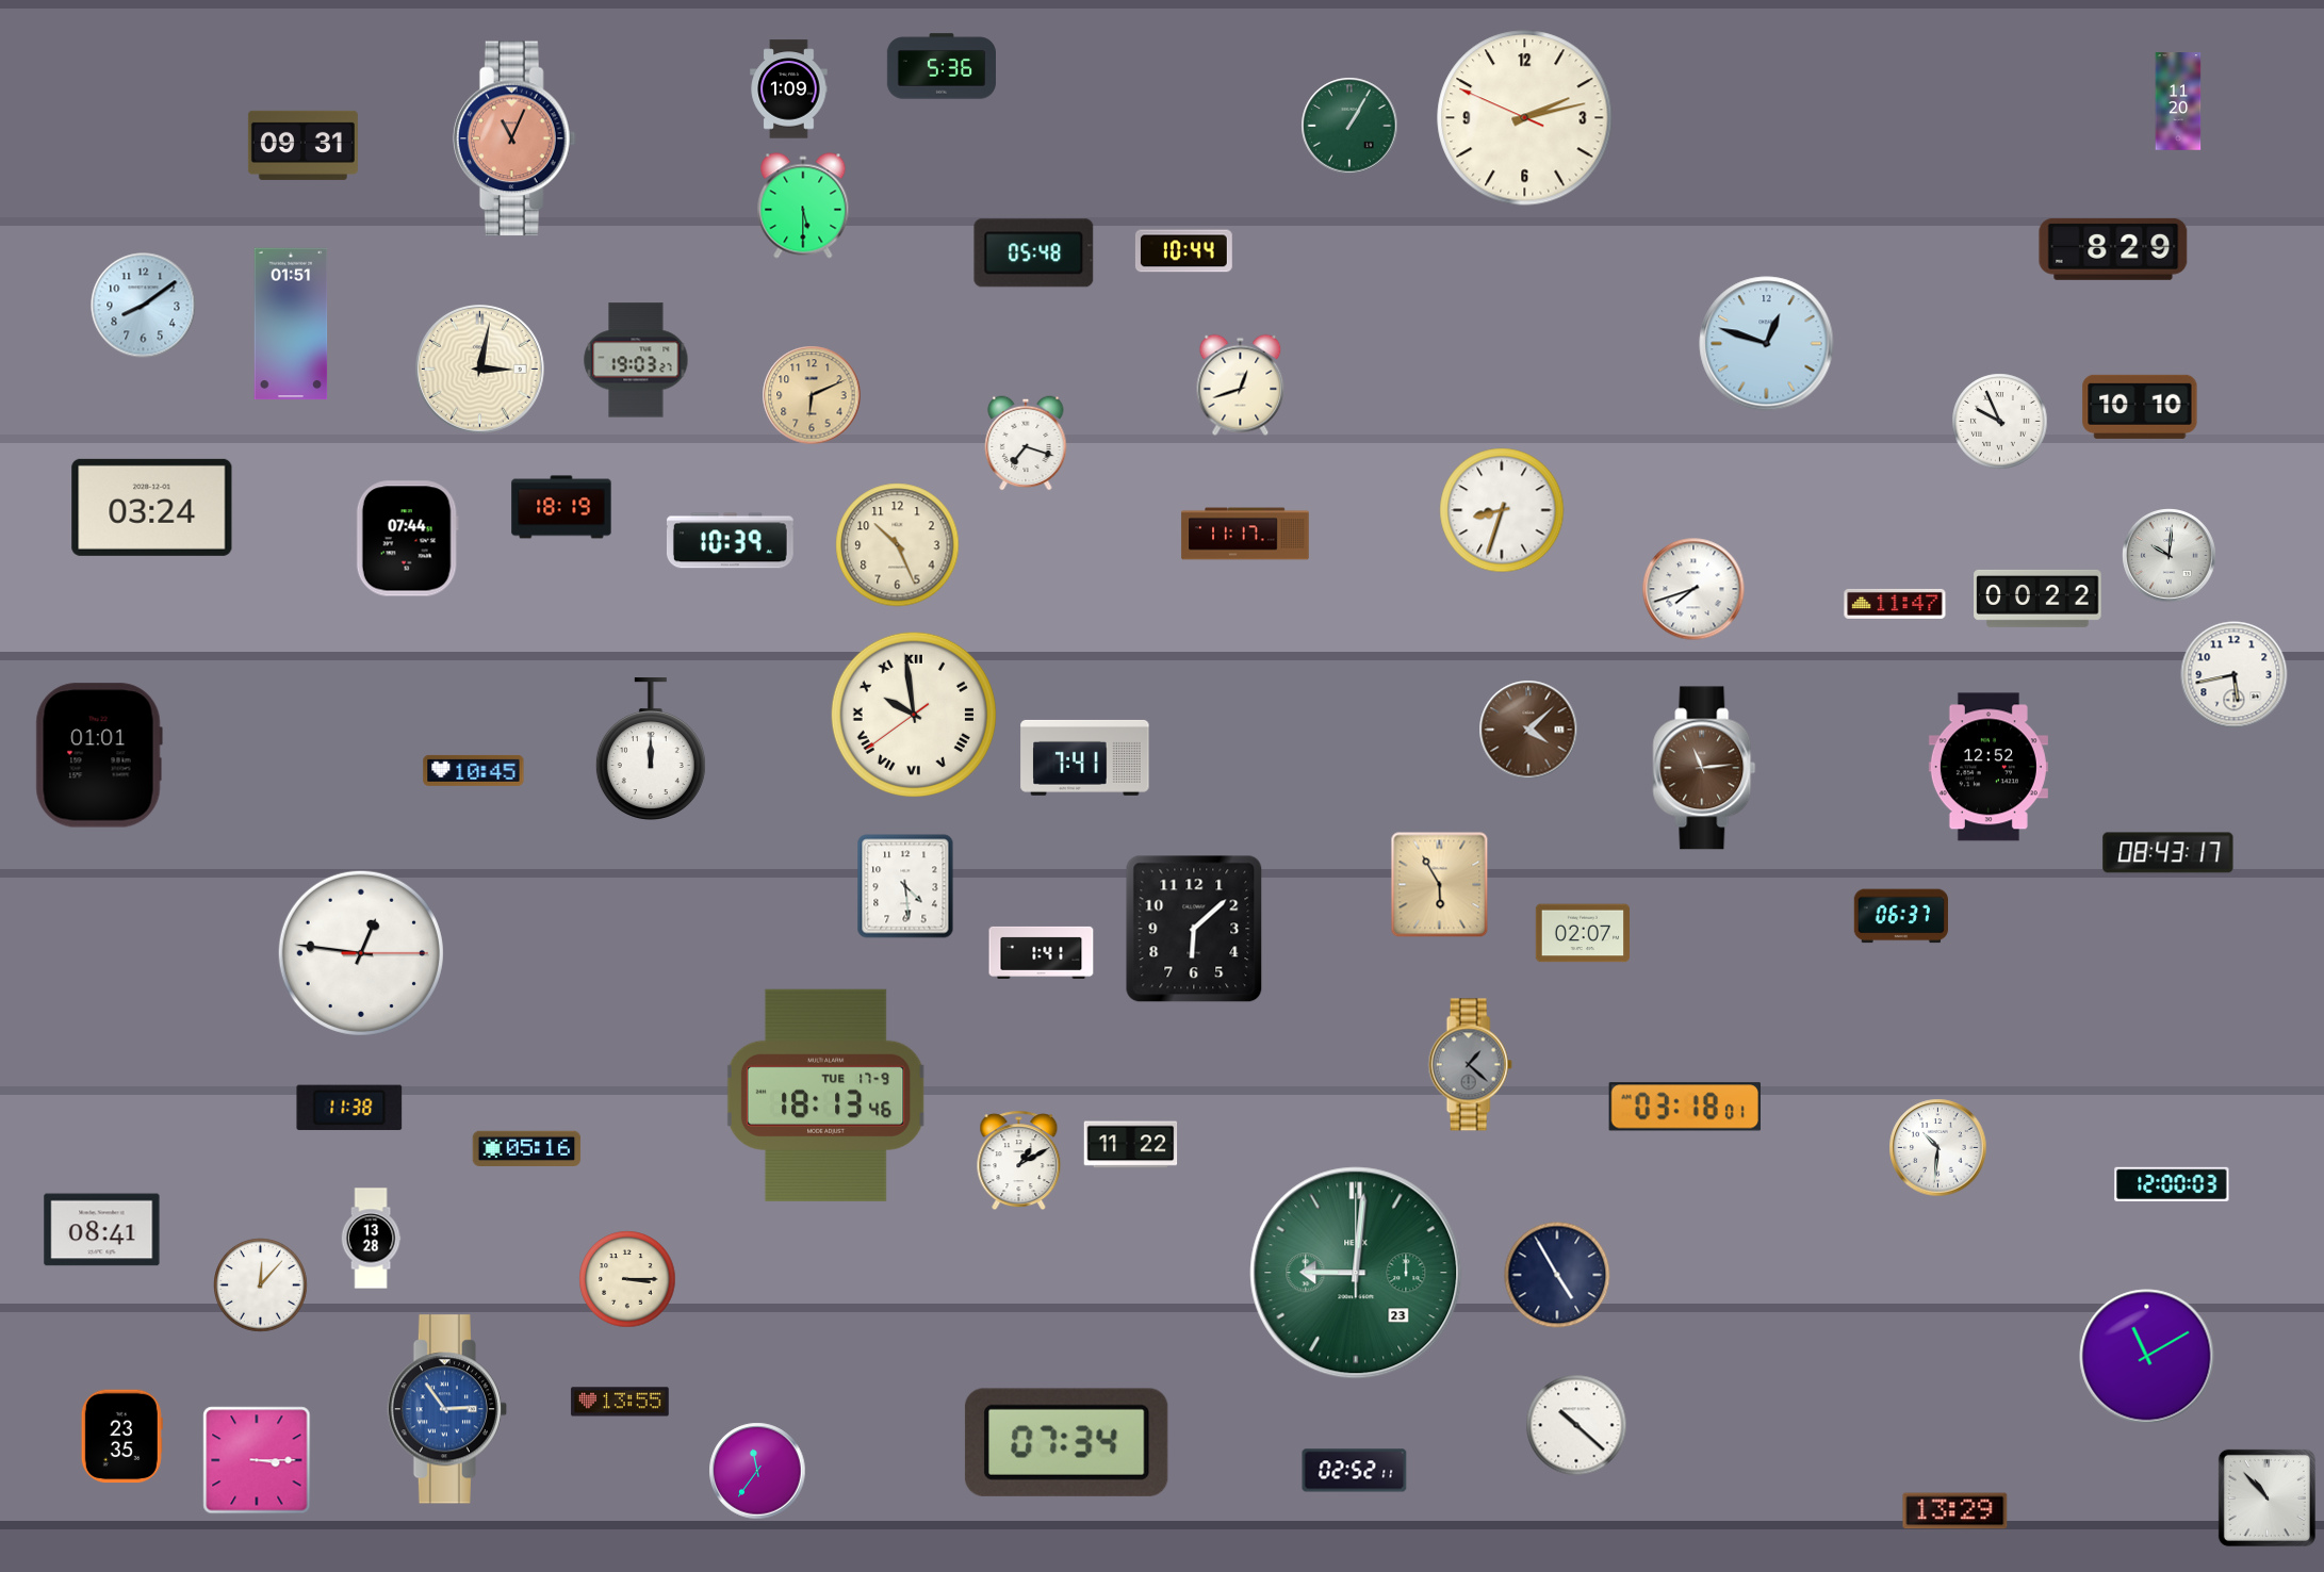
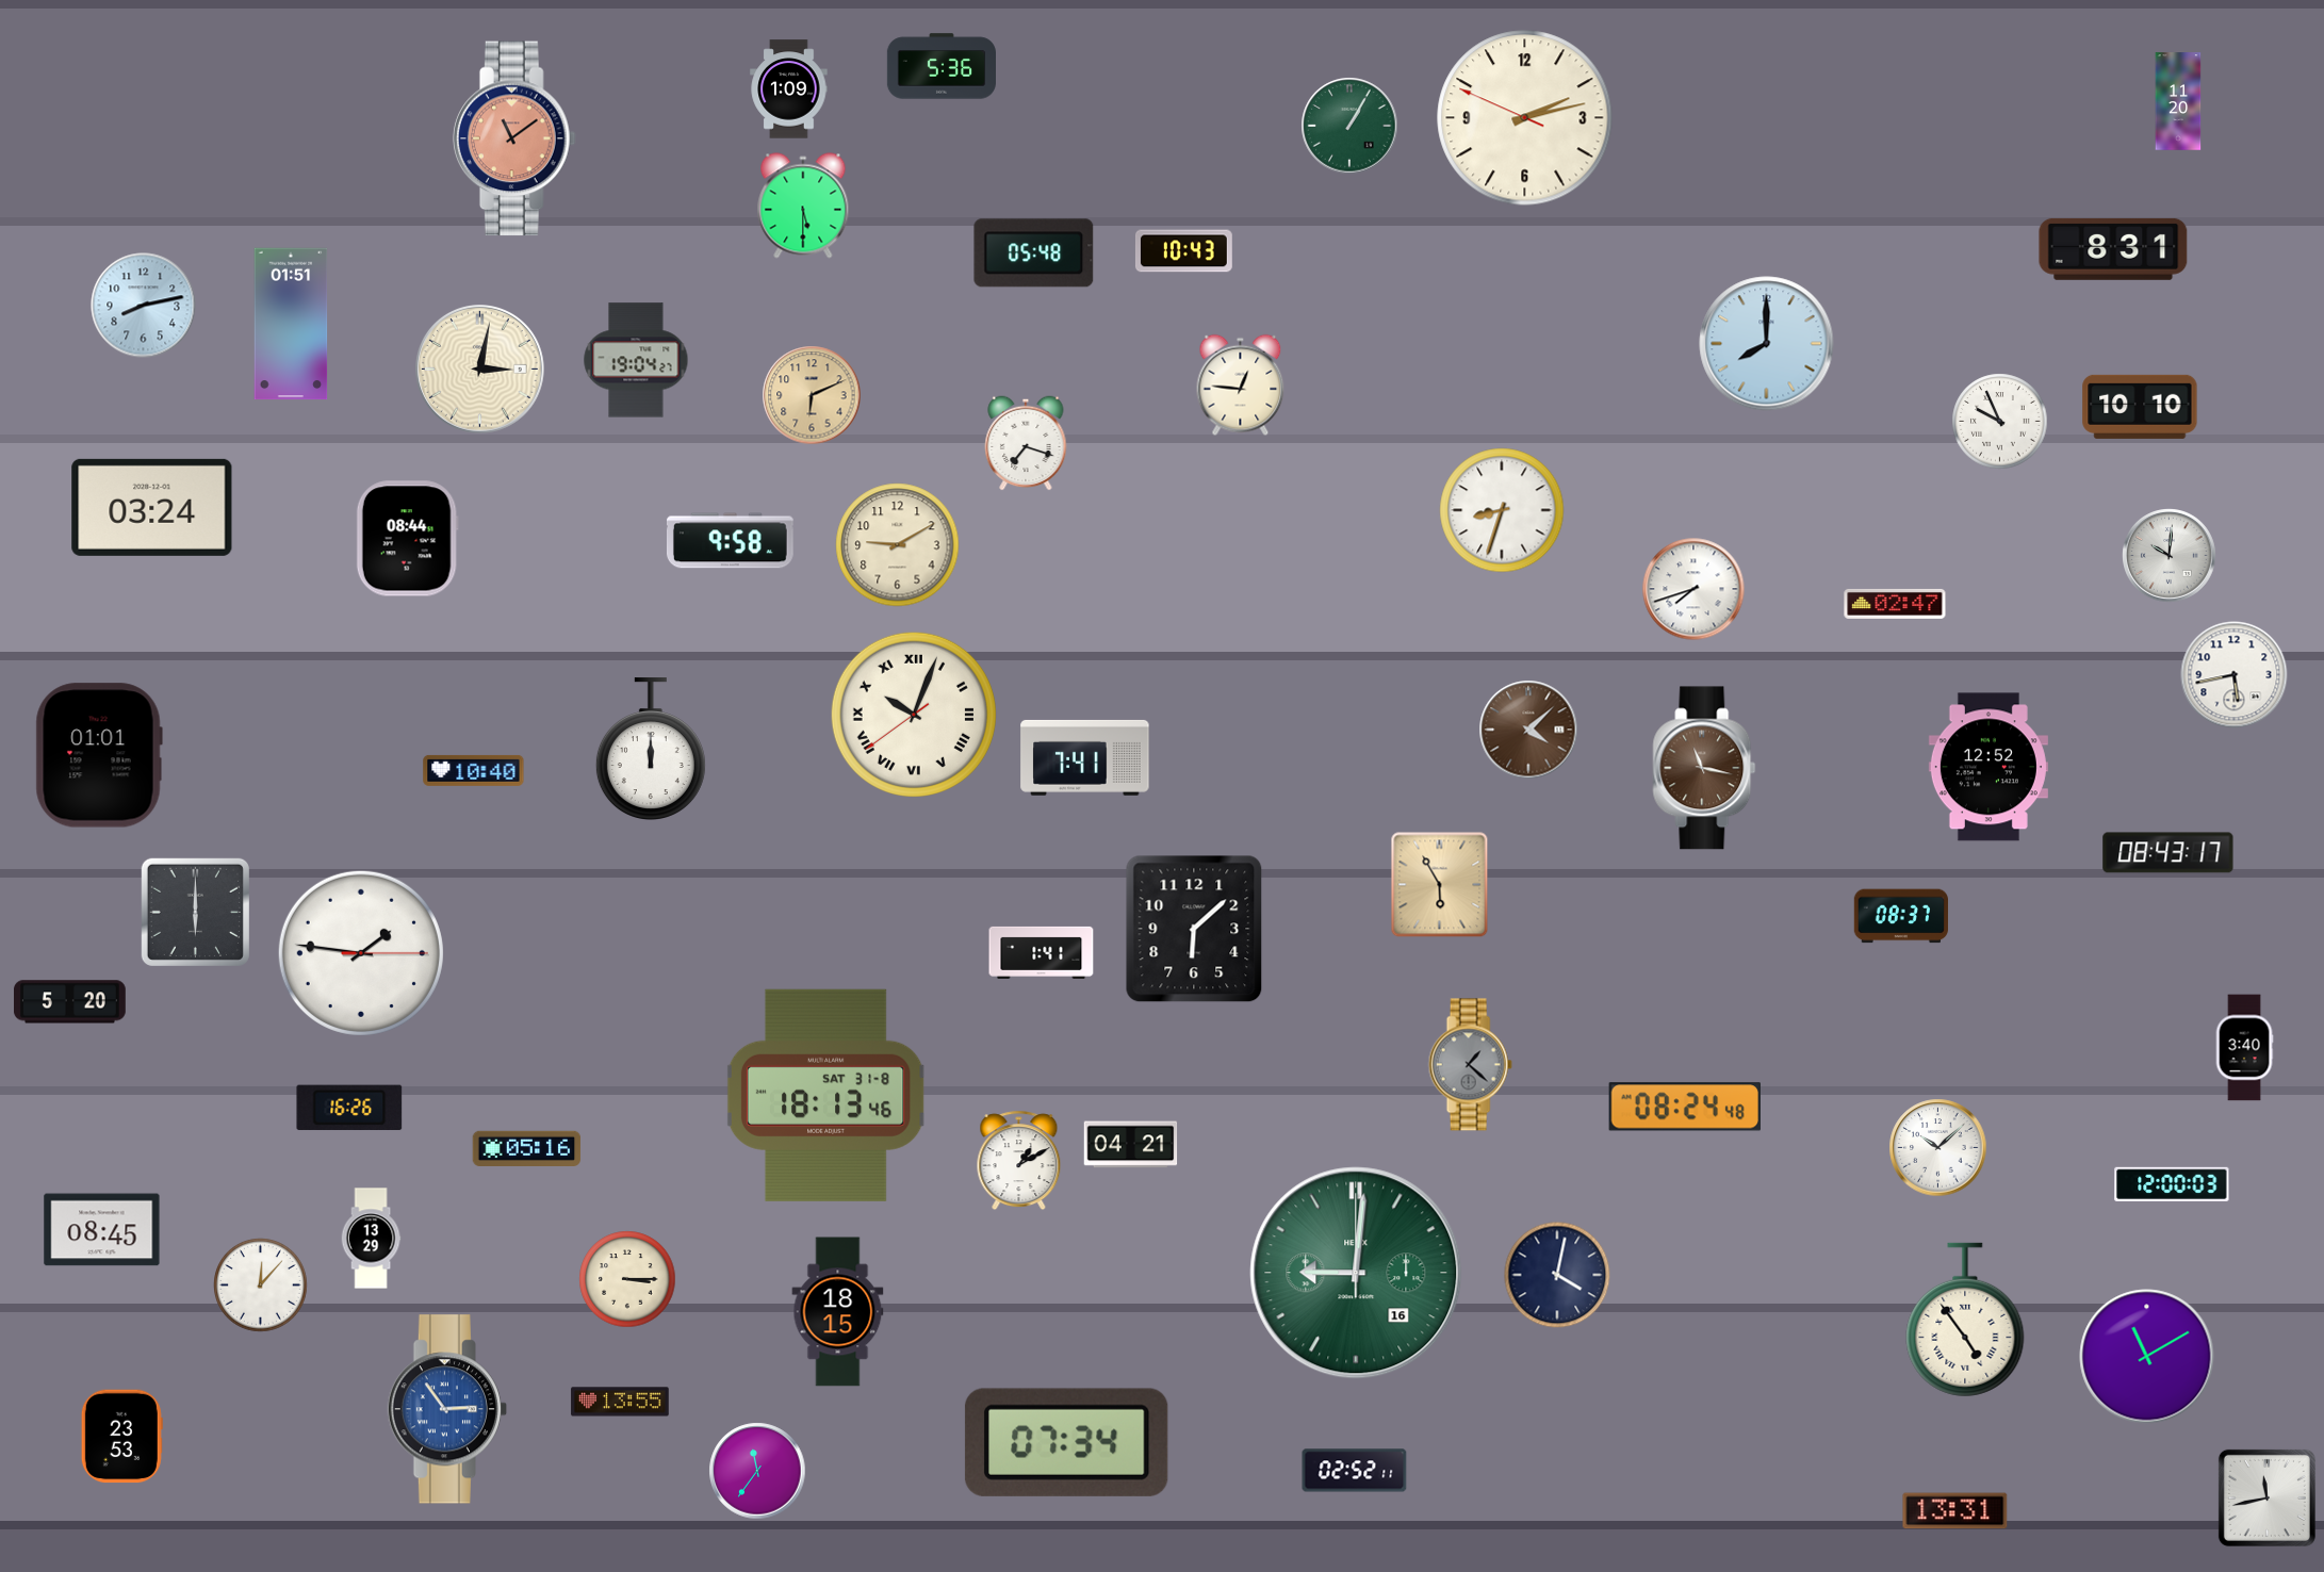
clock at (514, 138): 11:04 -> 11:09
clock at (302, 145): 09:31 -> none
clock at (2113, 249): 8:29 -> 8:31
clock at (1183, 251): 10:44 -> 10:43
clock at (144, 306): 8:09 -> 8:13
clock at (1767, 344): 12:48 -> 8:00
clock at (636, 360): 19:03 -> 19:04
clock at (1241, 386): 12:42 -> 12:46
clock at (561, 507): 18:19 -> none
clock at (1245, 534): 11:17 -> none
clock at (407, 539): 07:44 -> 08:44
clock at (730, 541): 10:39 -> 9:58
clock at (898, 545): 10:26 -> 9:10
clock at (2037, 599): 00:22 -> none
clock at (1895, 604): 11:47 -> 02:47
clock at (914, 715): 9:58 -> 10:03
clock at (1704, 768): 11:14 -> 11:17
clock at (474, 770): 10:45 -> 10:40
clock at (905, 886): 4:29 -> none
clock at (195, 912): none -> 6:00
clock at (1901, 916): 06:37 -> 08:37
clock at (1582, 933): 02:07 -> none
clock at (361, 953): 12:46 -> 1:46
clock at (70, 1002): none -> 5:20
clock at (2244, 1048): none -> 3:40
clock at (827, 1095) date: TUE 17-9 -> SAT 31-8
clock at (1685, 1107): 03:18 -> 08:24
clock at (349, 1108): 11:38 -> 16:26
clock at (1131, 1145): 11:22 -> 04:21
clock at (1938, 1148): 10:31 -> 10:08
clock at (102, 1230): 08:41 -> 08:45
clock at (371, 1239): 13:28 -> 13:29
clock at (1356, 1273) date: 23 -> 16
clock at (1557, 1275): 4:55 -> 4:02
clock at (838, 1312): none -> 18:15
clock at (1965, 1320): none -> 4:54
clock at (1576, 1425): 10:22 -> none
clock at (121, 1437): 23:35 -> 23:53
clock at (257, 1460): 3:15 -> none
clock at (2266, 1497): 10:53 -> 11:43
clock at (1955, 1511): 13:29 -> 13:31
